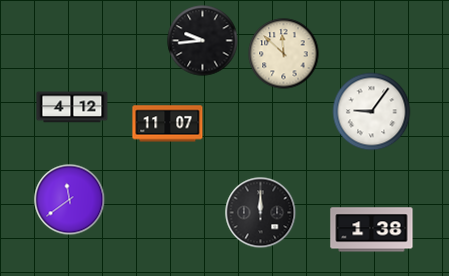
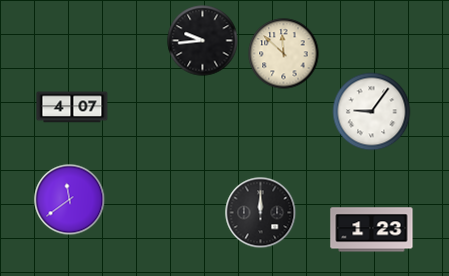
clock at (72, 107): 4:12 -> 4:07
clock at (168, 124): 11:07 -> none
clock at (372, 230): 1:38 -> 1:23
